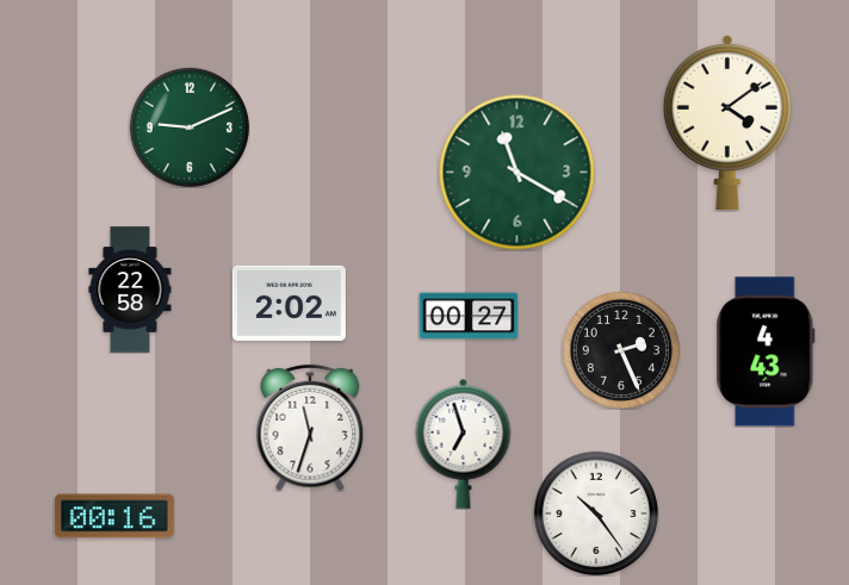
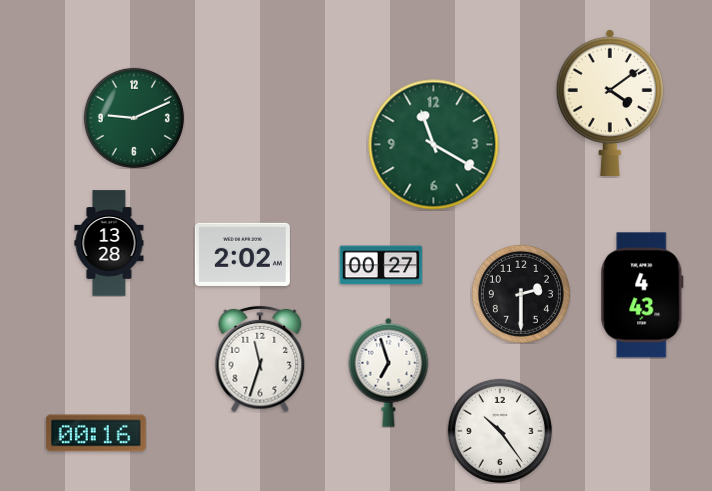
clock at (190, 127) position: (190, 127) -> (134, 118)
clock at (130, 290): 22:58 -> 13:28
clock at (469, 316) position: (469, 316) -> (381, 265)
clock at (621, 350): 2:26 -> 2:30
